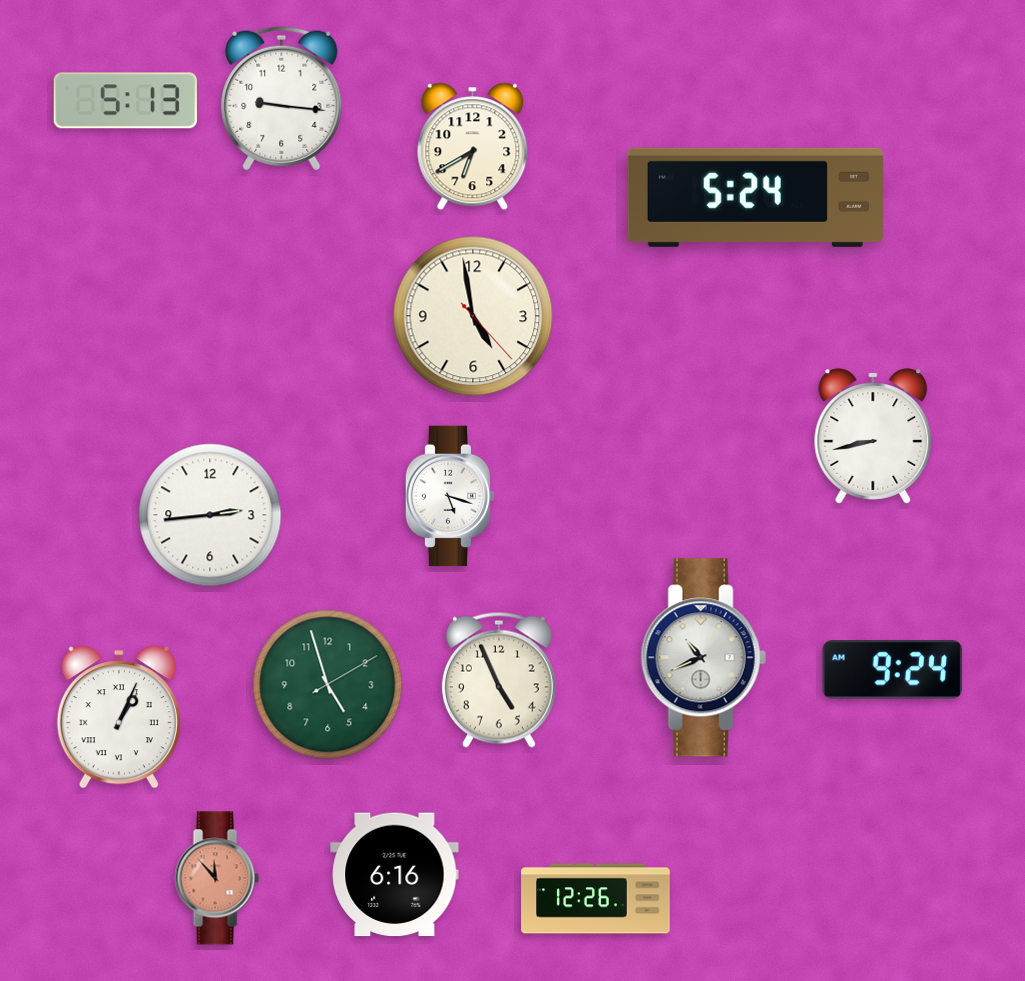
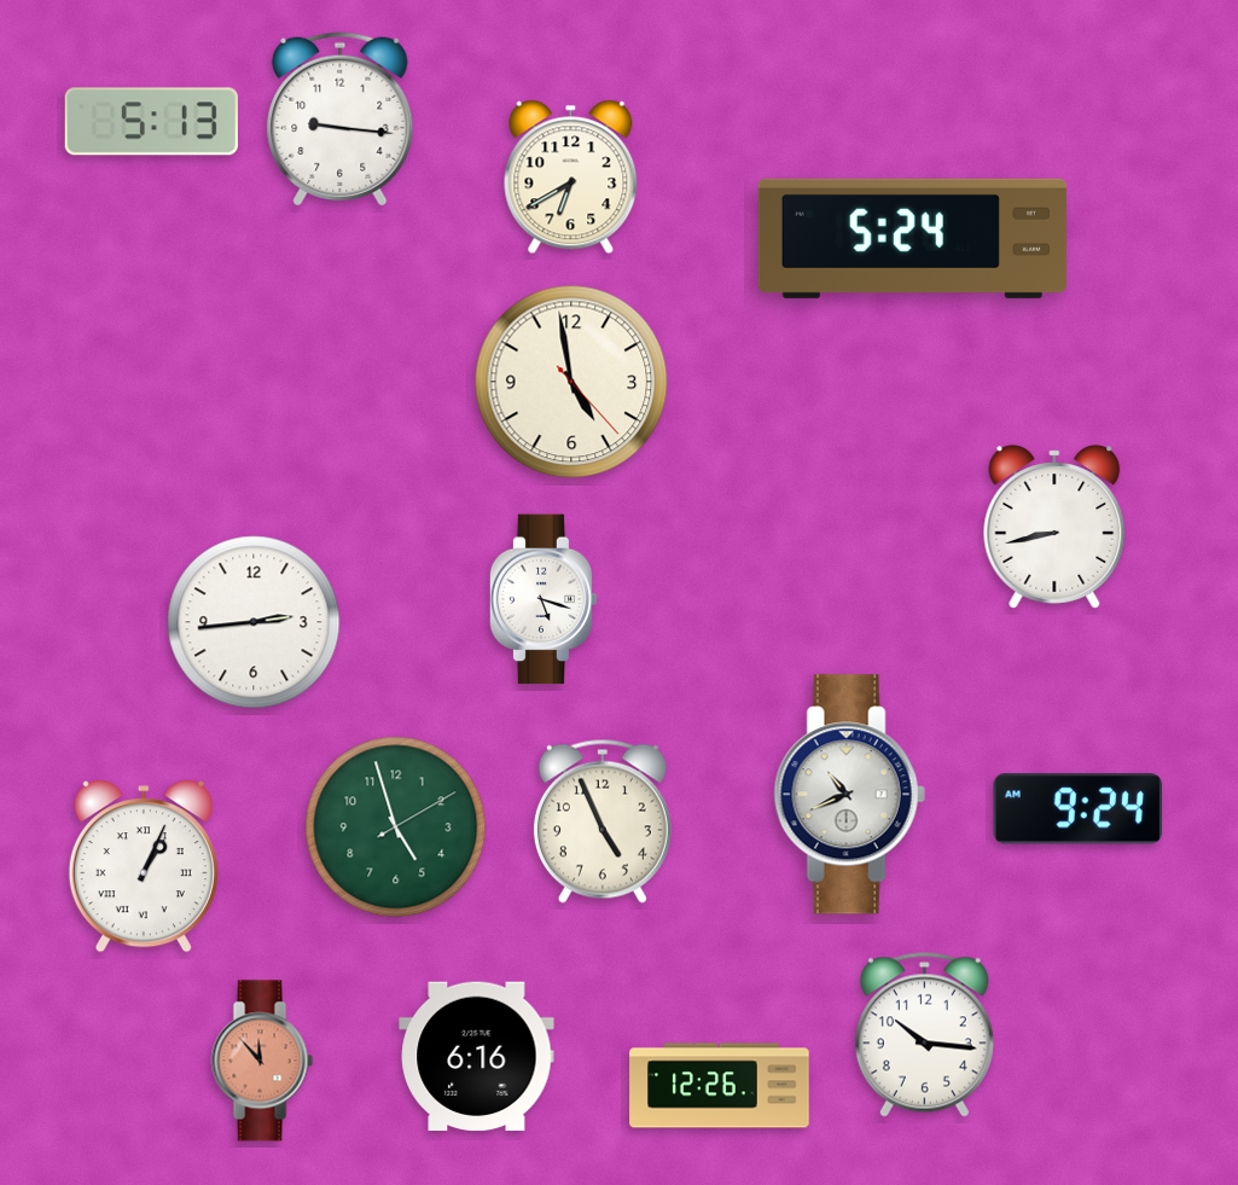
clock at (924, 1034): none -> 10:16
